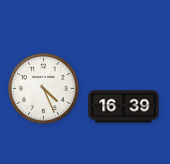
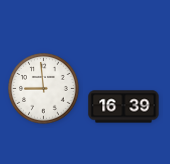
clock at (44, 89): 4:26 -> 8:59
